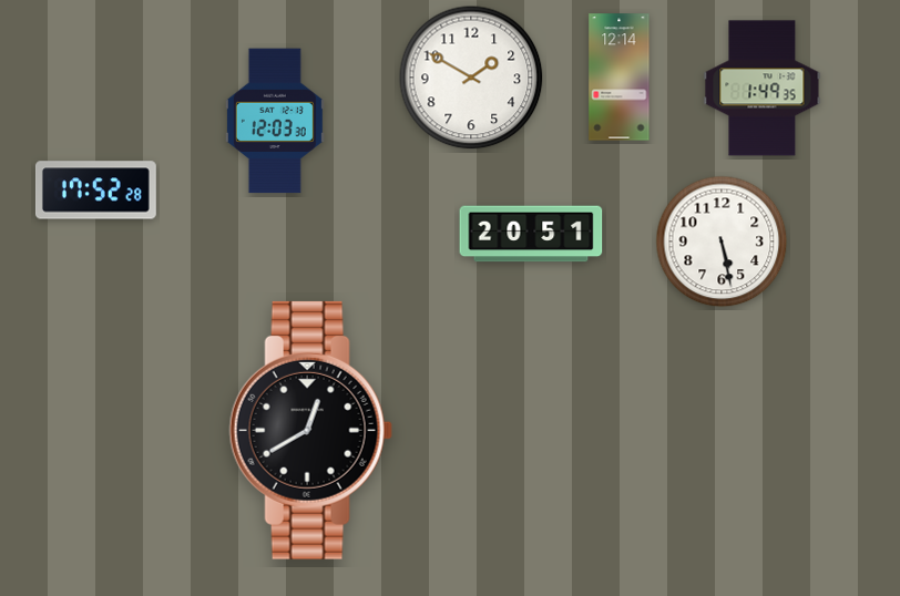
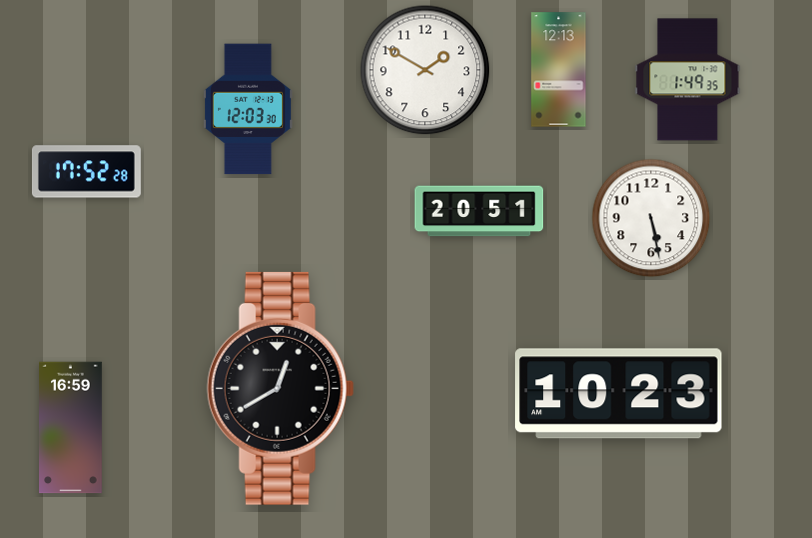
clock at (620, 78): 12:14 -> 12:13
clock at (619, 394): none -> 10:23
clock at (71, 428): none -> 16:59
